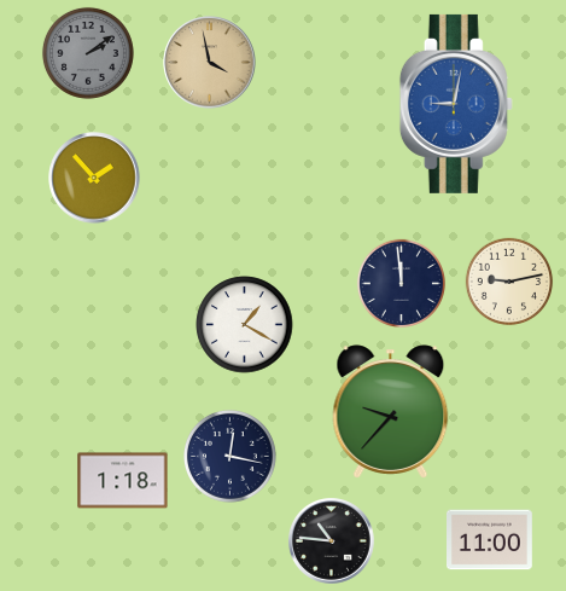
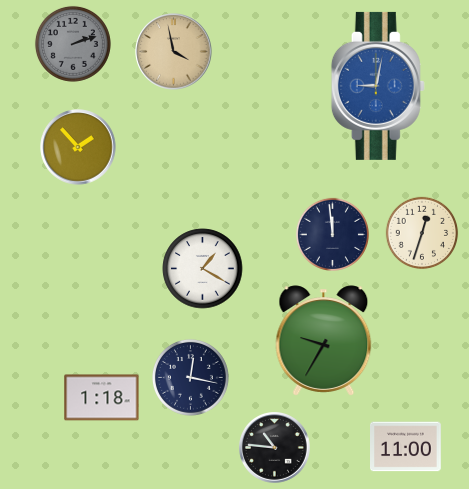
clock at (88, 53): 2:09 -> 2:12
clock at (509, 282): 9:13 -> 12:33
clock at (391, 412): 9:37 -> 9:35
